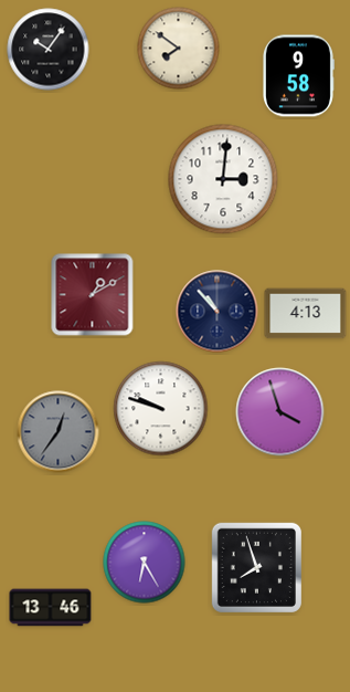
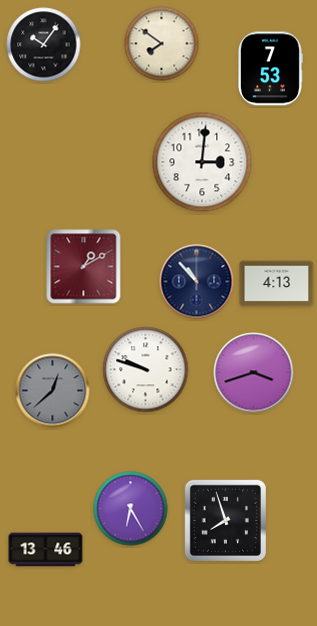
clock at (298, 76): 9:58 -> 7:53
clock at (280, 412): 3:57 -> 3:42
clock at (59, 432): 12:36 -> 12:38
clock at (256, 567) position: (256, 567) -> (225, 520)
